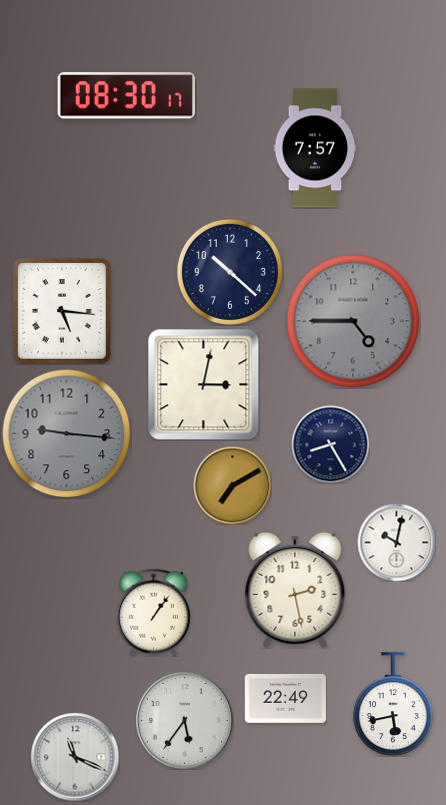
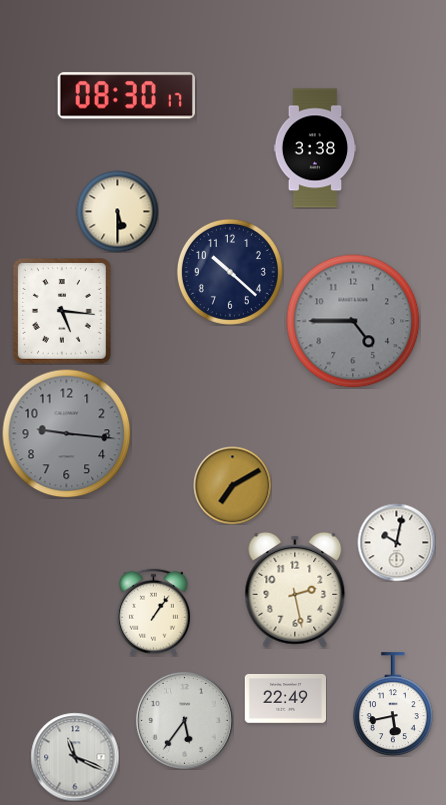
clock at (315, 148): 7:57 -> 3:38
clock at (117, 211): none -> 5:30
clock at (203, 384): 3:02 -> none
clock at (330, 444): 8:25 -> none
